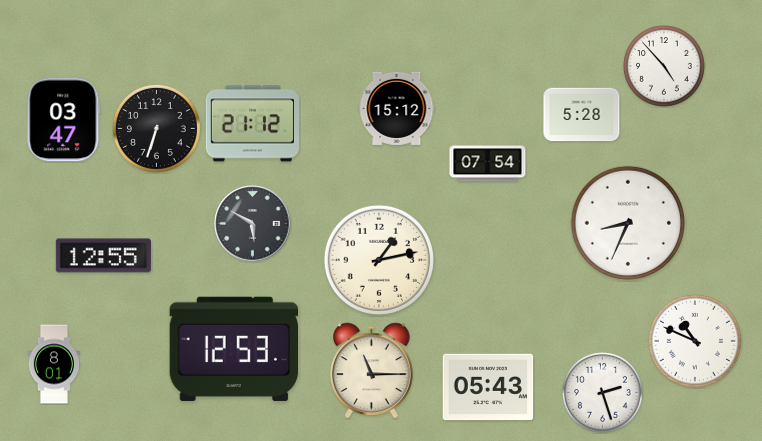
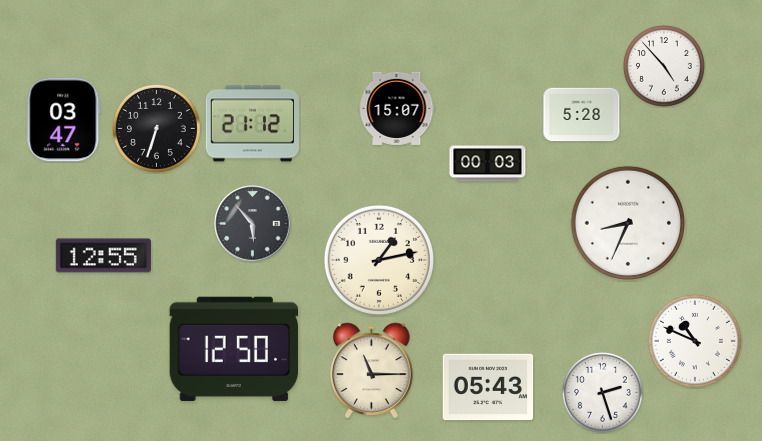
clock at (397, 108): 15:12 -> 15:07
clock at (488, 164): 07:54 -> 00:03
clock at (253, 224): 5:50 -> 5:53
clock at (234, 349): 12:53 -> 12:50
clock at (53, 364): 8:01 -> none
